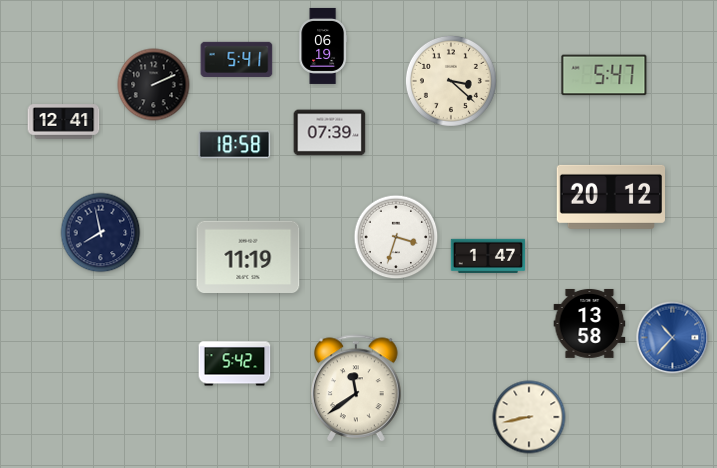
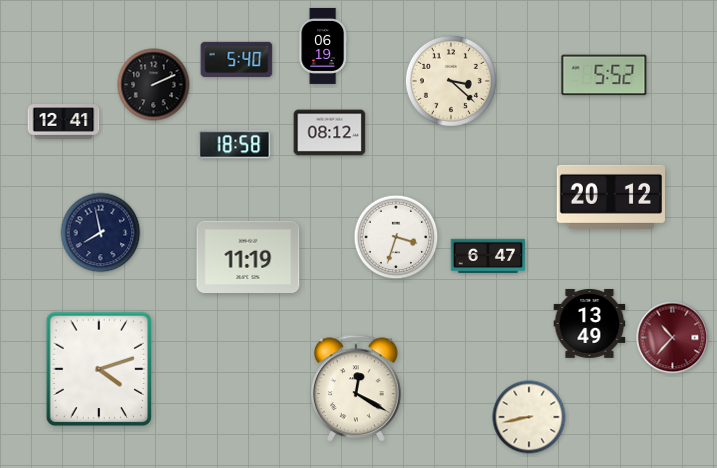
clock at (237, 59): 5:41 -> 5:40
clock at (604, 75): 5:47 -> 5:52
clock at (330, 133): 07:39 -> 08:12
clock at (488, 255): 1:47 -> 6:47
clock at (590, 323): 13:58 -> 13:49
clock at (673, 338) dial: blue -> burgundy
clock at (235, 364): 5:42 -> none
clock at (99, 369): none -> 4:12
clock at (356, 389): 11:39 -> 12:20
